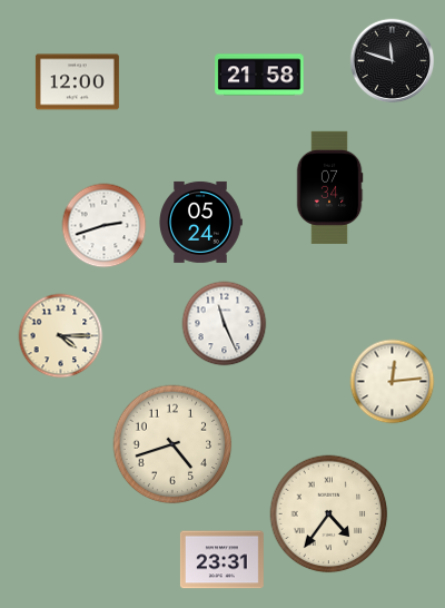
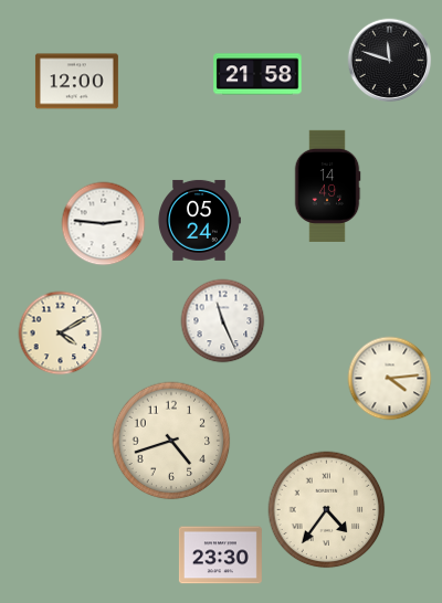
clock at (329, 187): 07:34 -> 14:49
clock at (105, 226): 2:42 -> 2:46
clock at (61, 336): 4:15 -> 4:10
clock at (393, 382): 12:14 -> 4:14
clock at (221, 560): 23:31 -> 23:30
